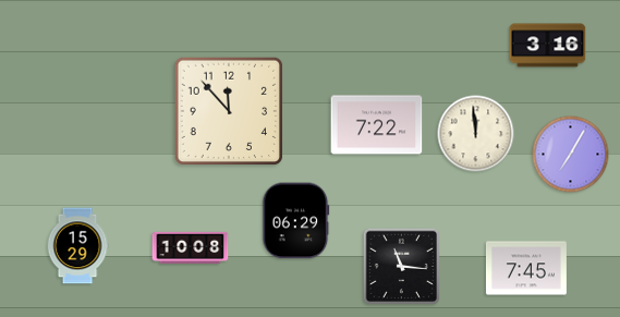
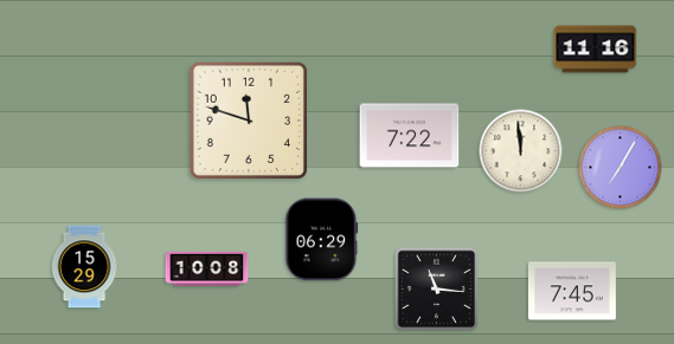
clock at (548, 46): 3:16 -> 11:16
clock at (229, 111): 11:53 -> 11:48
clock at (476, 134) position: (476, 134) -> (521, 151)
